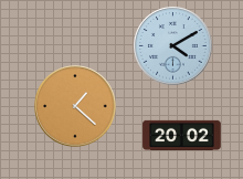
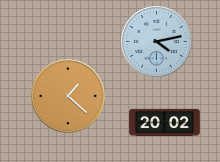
clock at (173, 46): 4:10 -> 4:13
